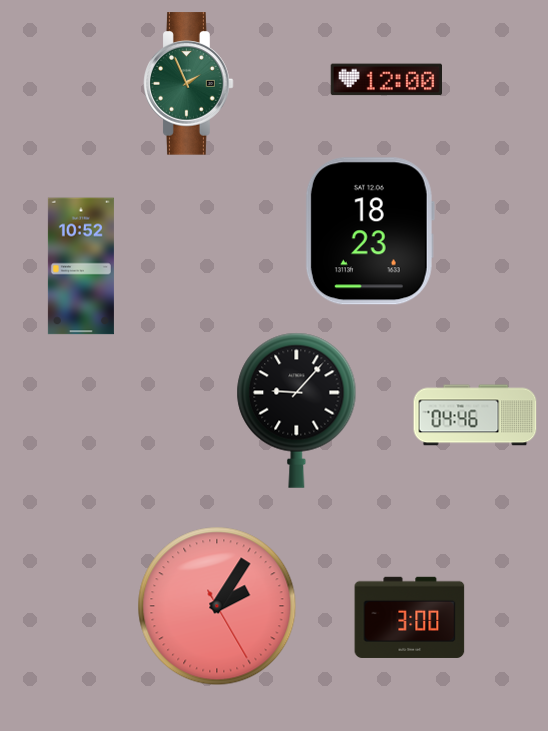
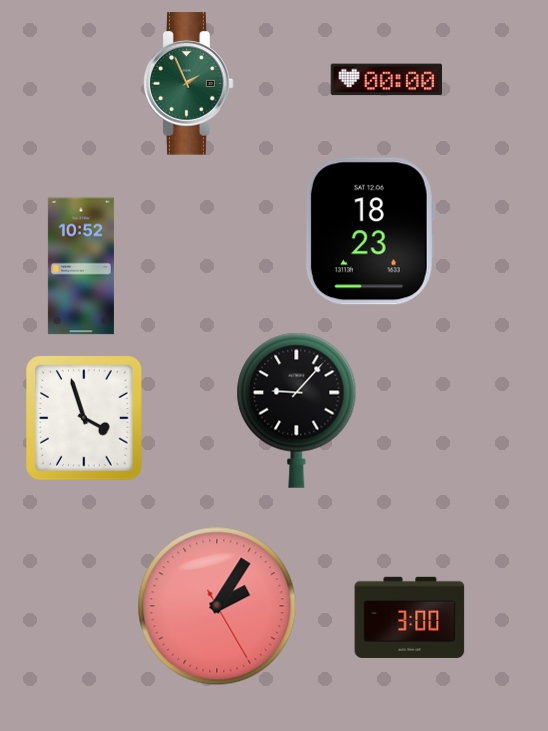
clock at (386, 80): 12:00 -> 00:00
clock at (475, 415): 04:46 -> none
clock at (85, 418): none -> 3:57
